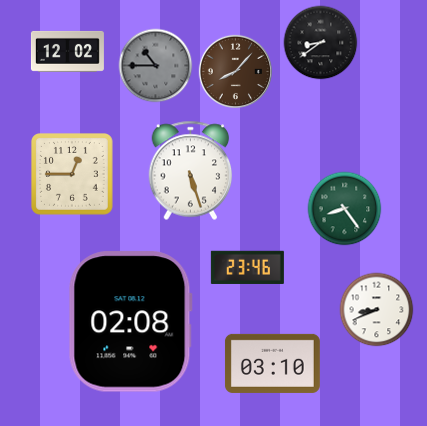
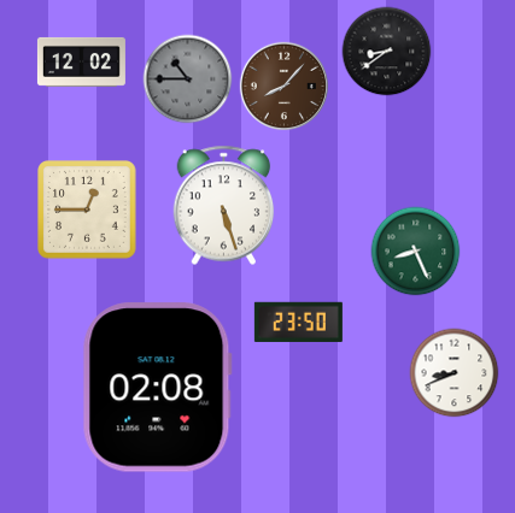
clock at (191, 171) position: (191, 171) -> (224, 206)
clock at (345, 209): 8:24 -> 8:26
clock at (247, 267): 23:46 -> 23:50
clock at (272, 363): 03:10 -> none
